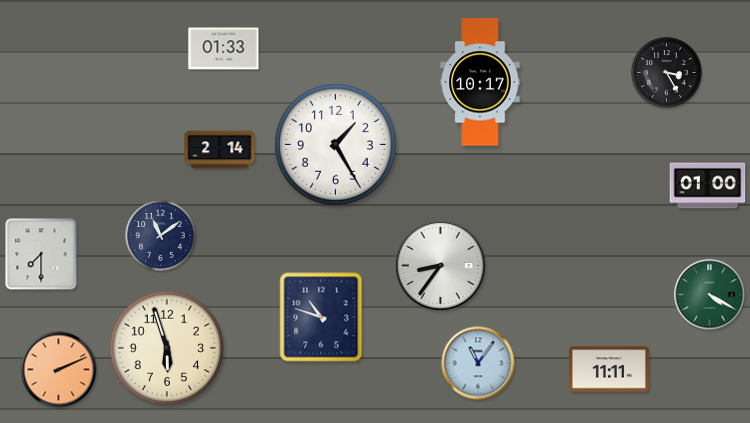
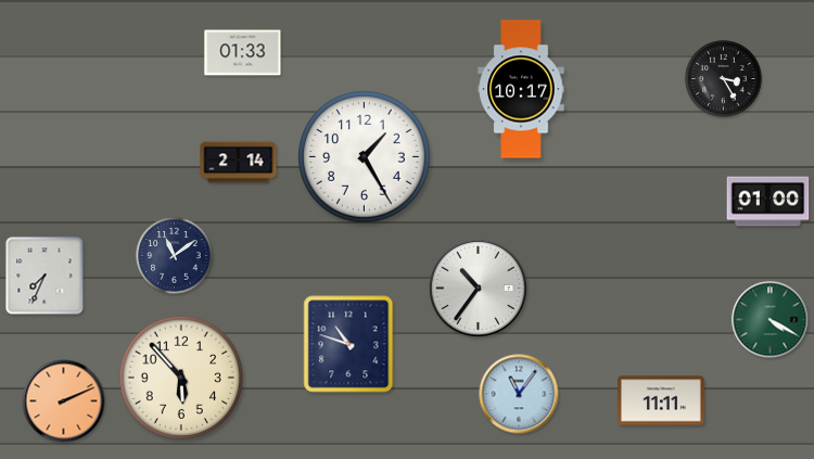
clock at (41, 254): 7:30 -> 7:34
clock at (440, 265): 8:36 -> 10:36
clock at (166, 347): 5:57 -> 5:53
